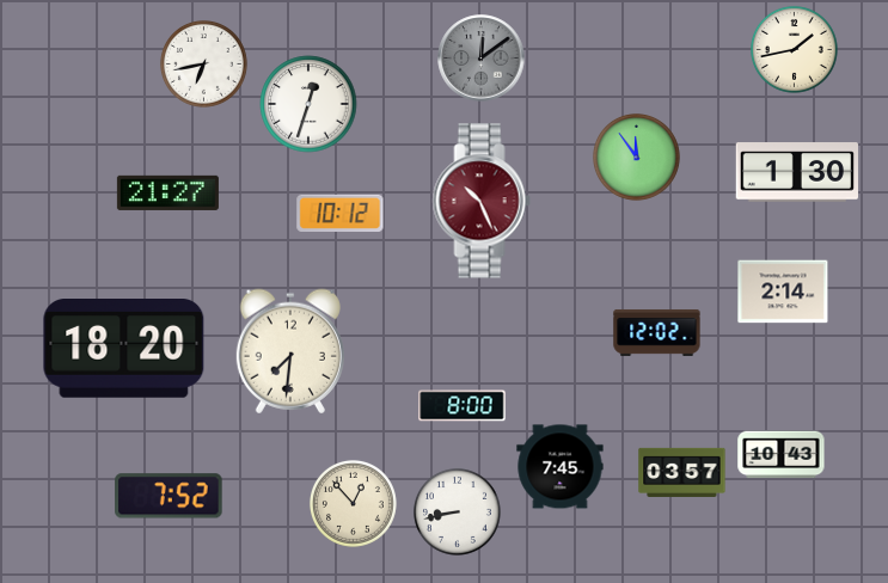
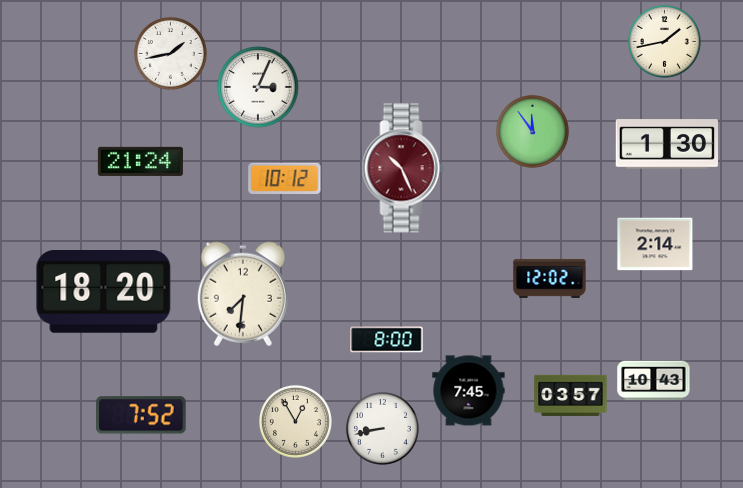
clock at (482, 59): 12:09 -> none
clock at (203, 63): 6:43 -> 1:43
clock at (308, 104): 12:33 -> 3:04
clock at (167, 192): 21:27 -> 21:24
clock at (353, 503): 12:53 -> 12:55
